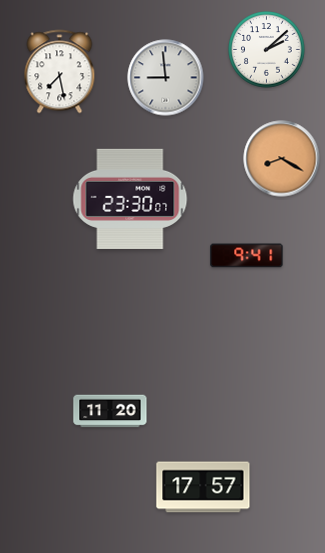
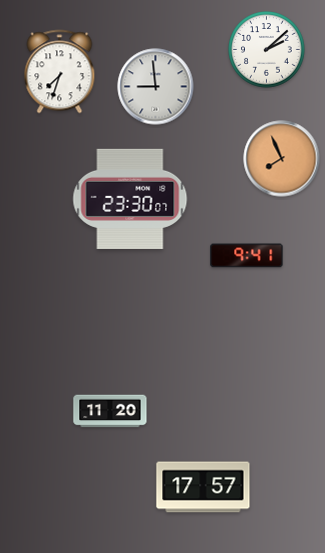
clock at (60, 72): 7:28 -> 7:33
clock at (166, 78) position: (166, 78) -> (156, 87)
clock at (282, 159): 8:20 -> 7:56
